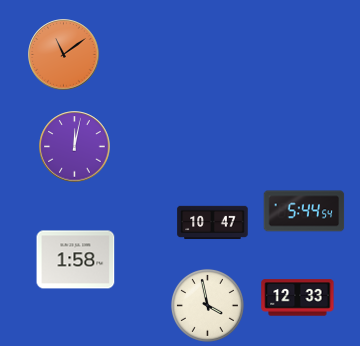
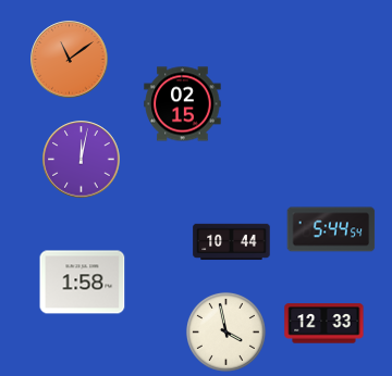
clock at (183, 104): none -> 02:15
clock at (213, 223): 10:47 -> 10:44
